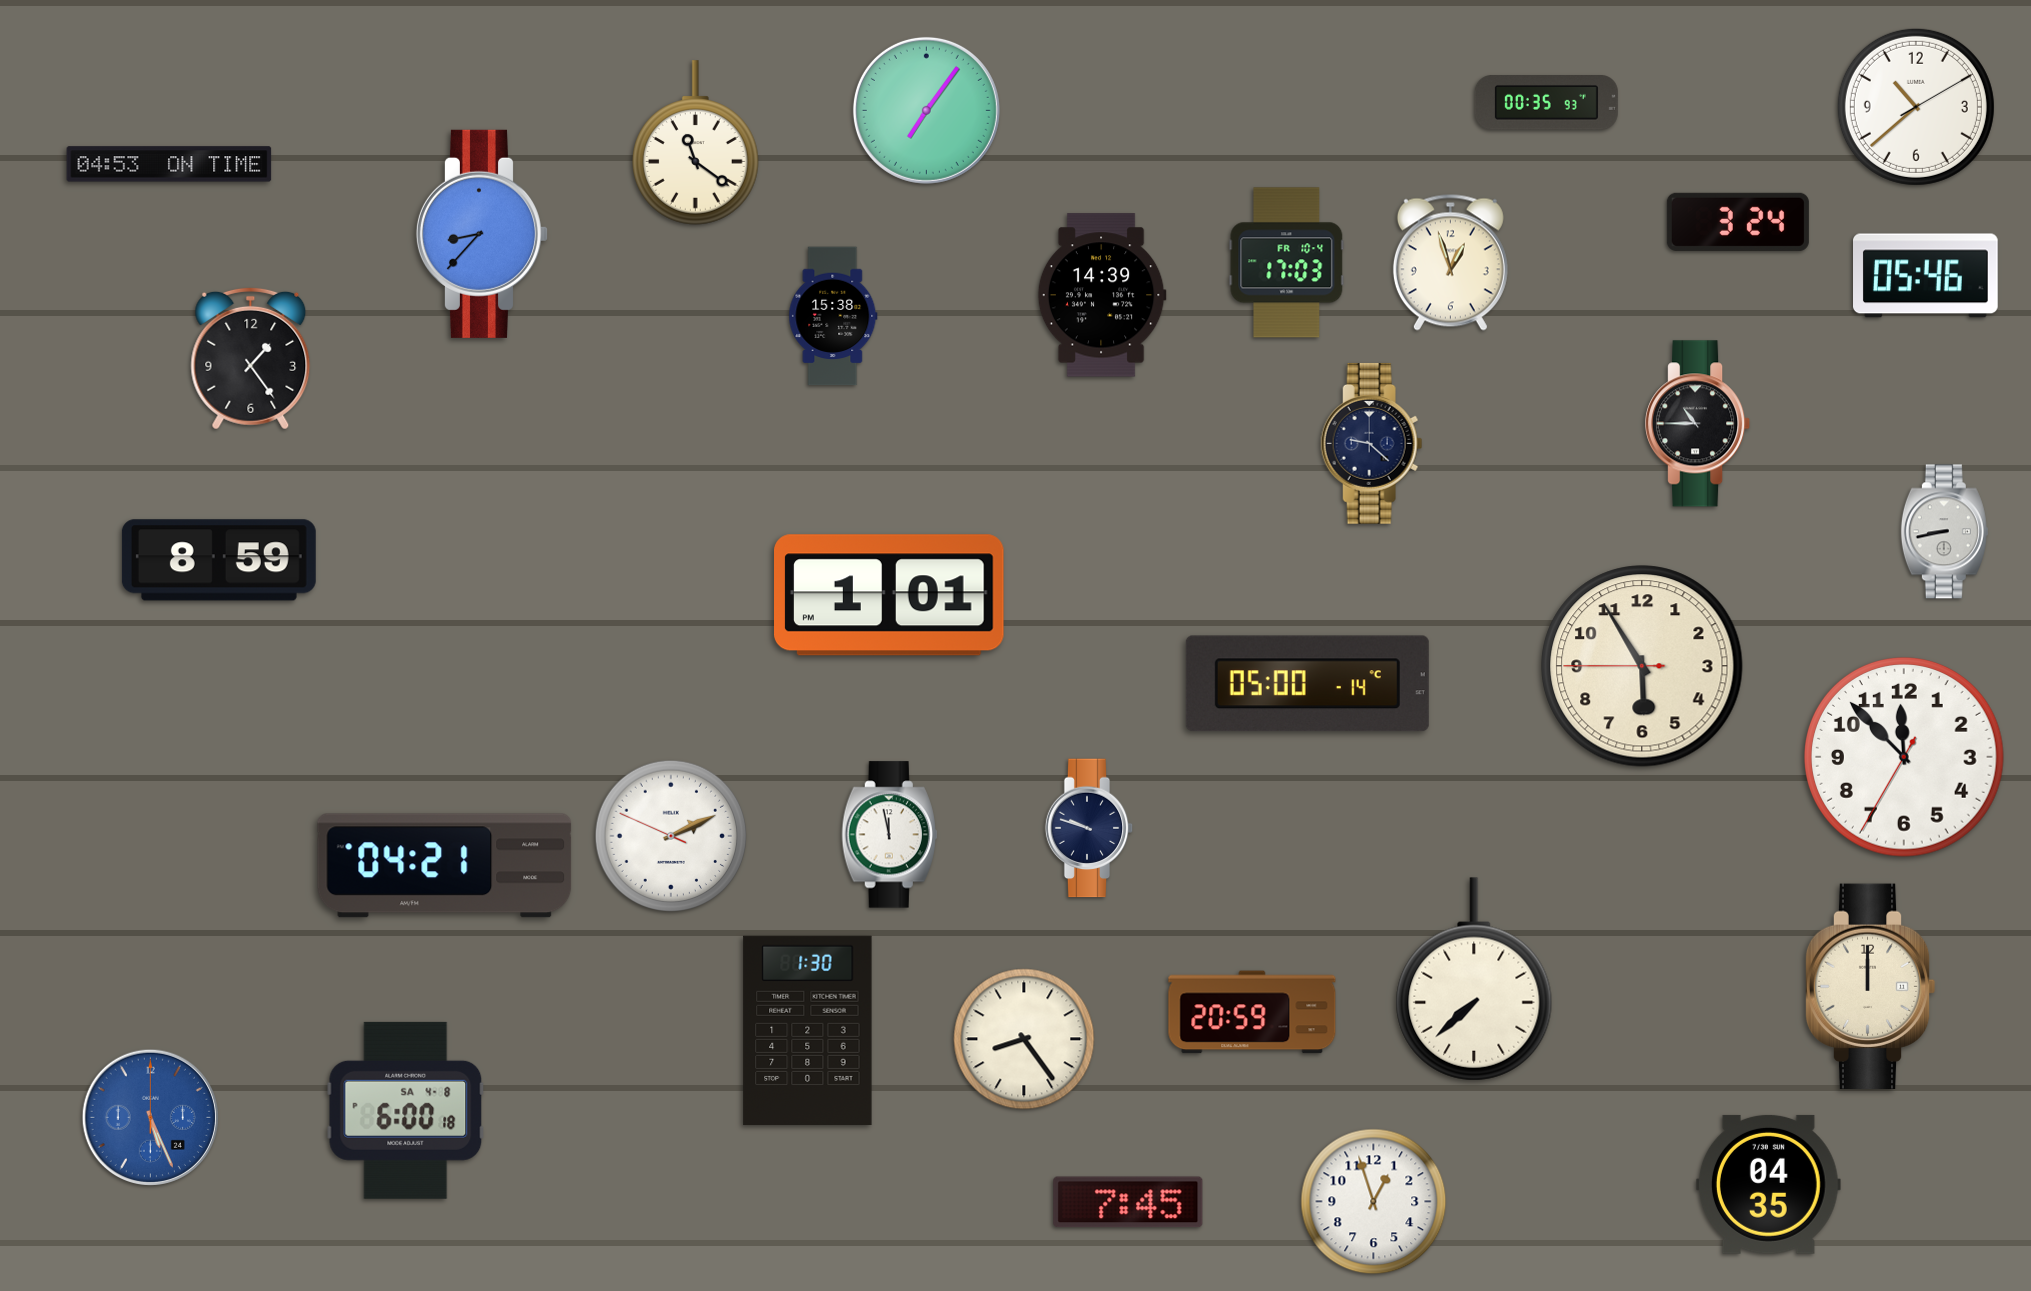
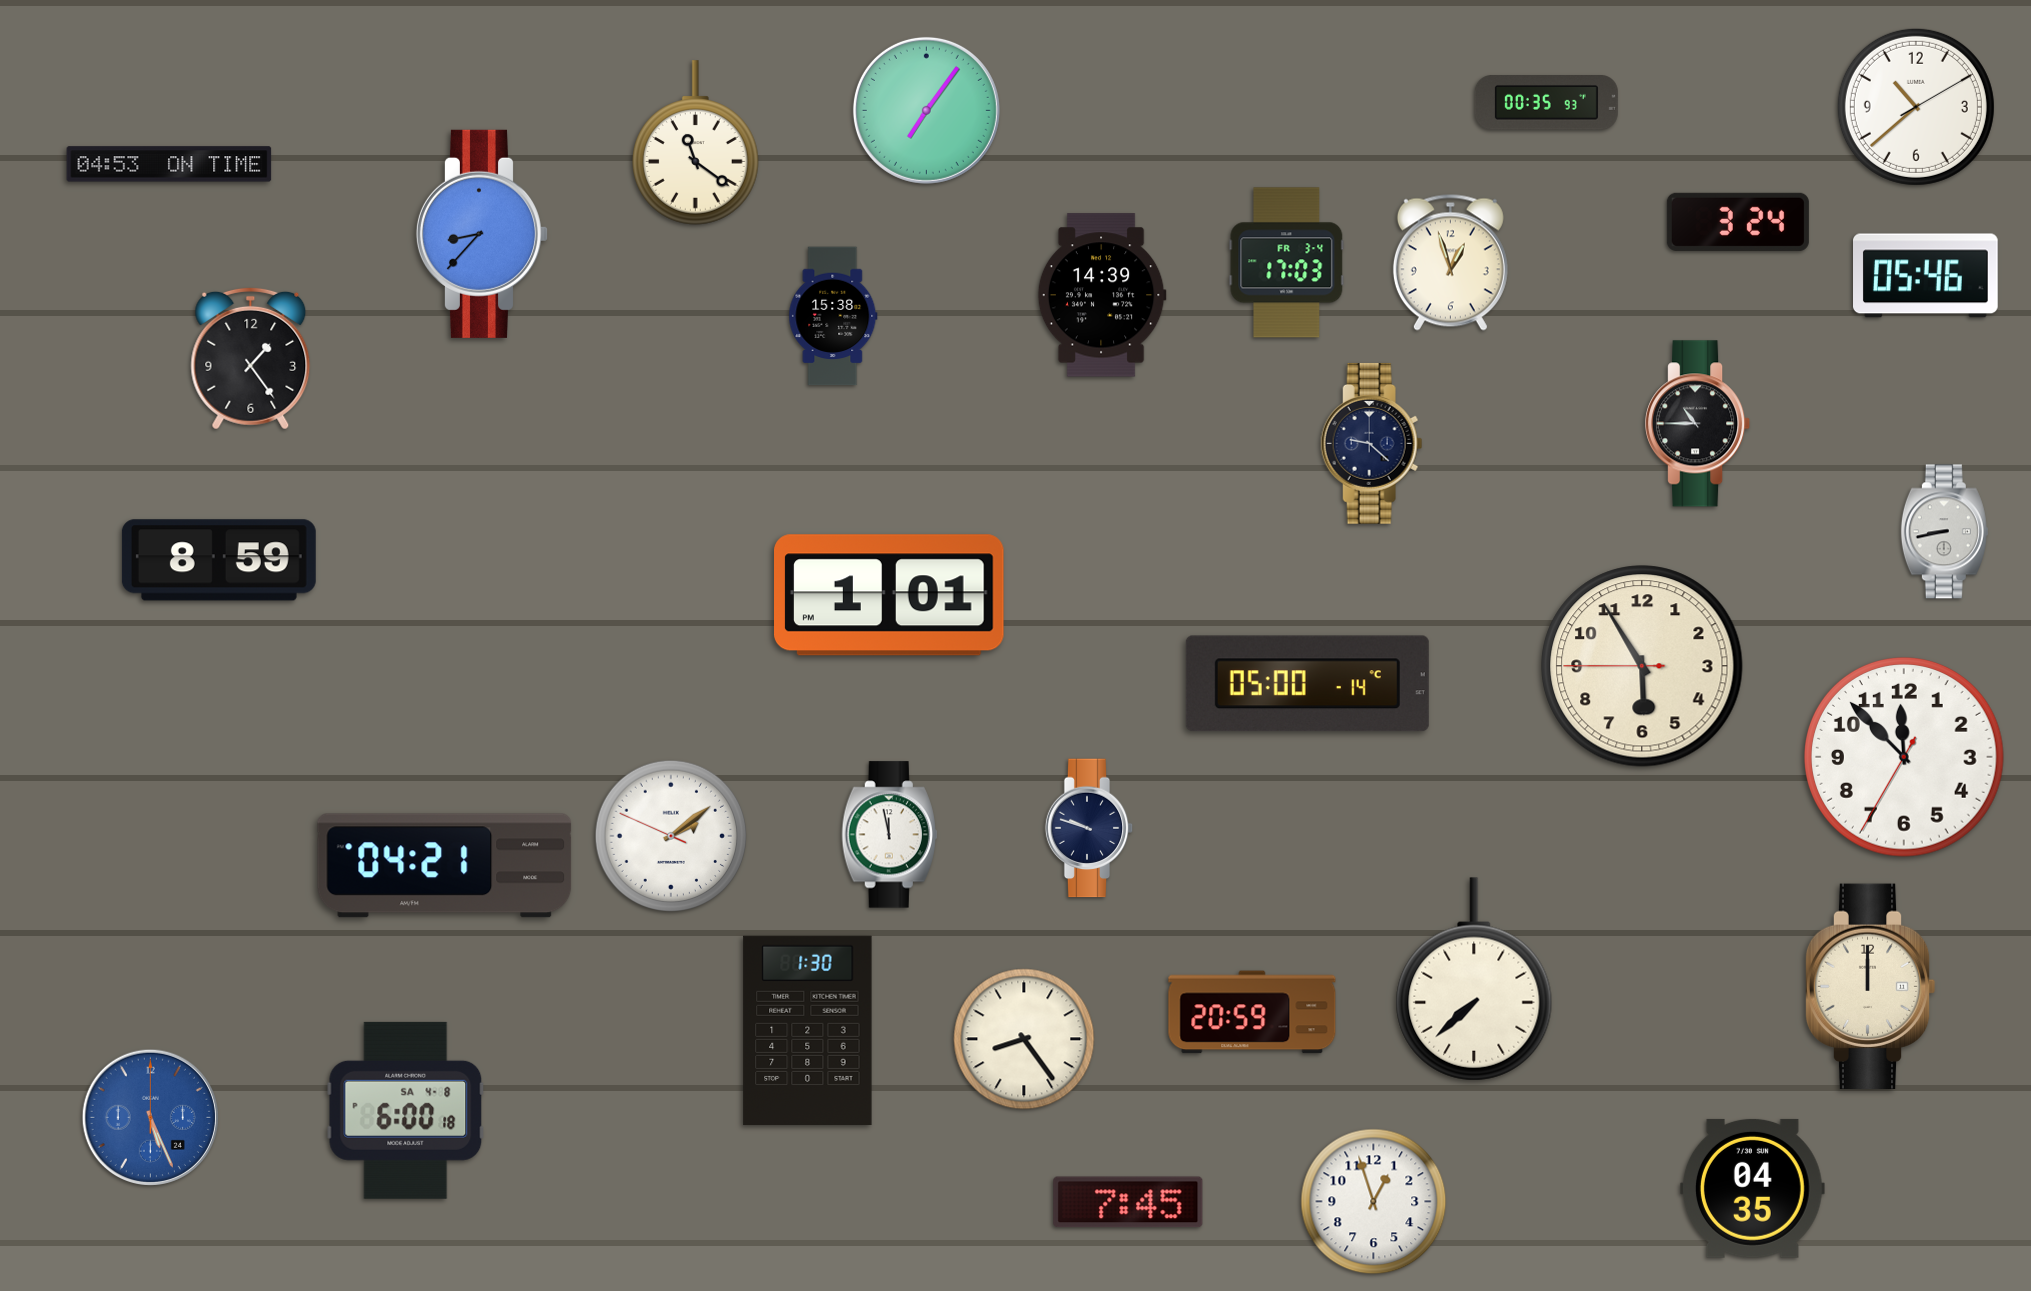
clock at (1287, 263) date: FR 10-4 -> FR 3-4
clock at (670, 835): 2:10 -> 2:08
clock at (1768, 1184) position: (1768, 1184) -> (1752, 1188)
